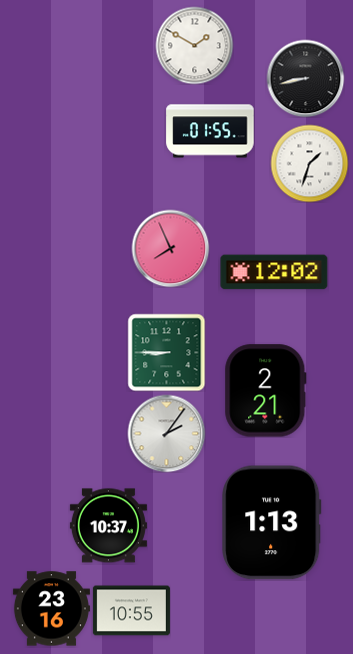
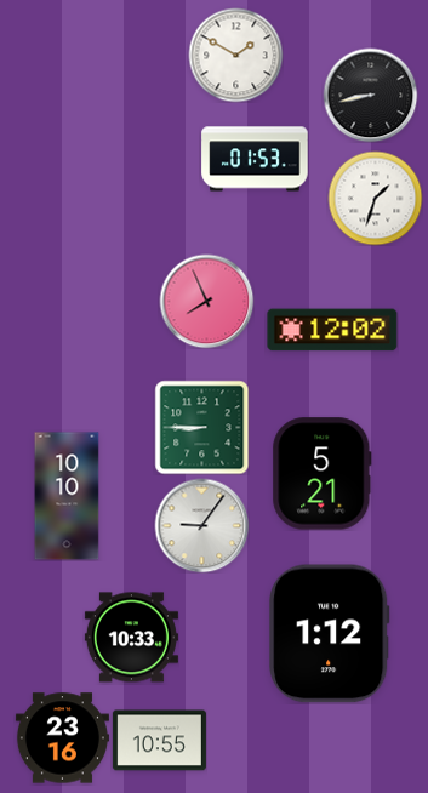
clock at (210, 131): 01:55 -> 01:53
clock at (266, 391): 2:21 -> 5:21
clock at (67, 496): none -> 10:10
clock at (166, 433): 2:06 -> 9:06
clock at (272, 523): 1:13 -> 1:12
clock at (108, 526): 10:37 -> 10:33
